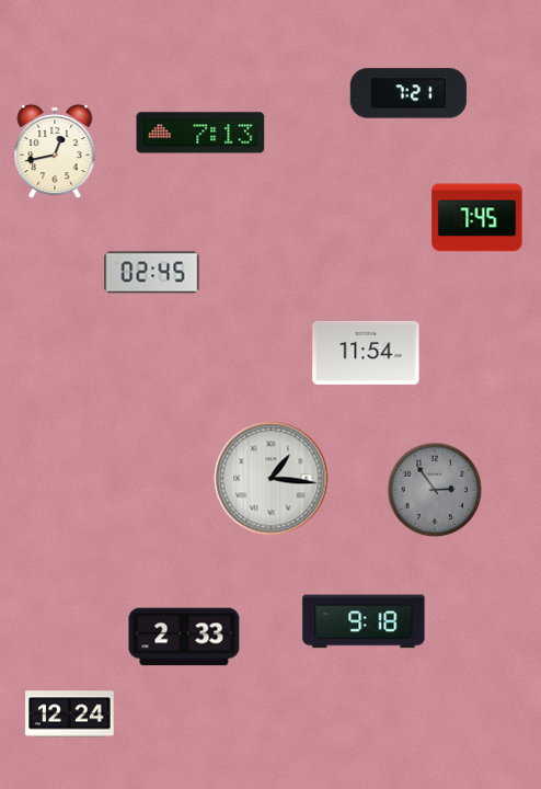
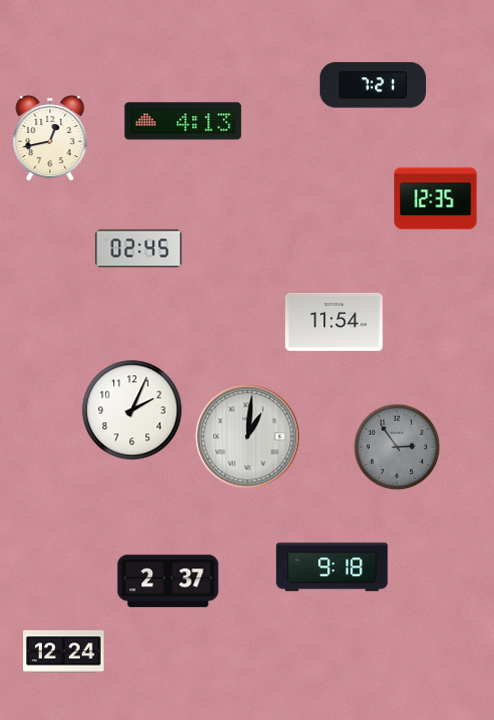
clock at (200, 133): 7:13 -> 4:13
clock at (477, 218): 7:45 -> 12:35
clock at (132, 410): none -> 2:04
clock at (272, 479): 1:16 -> 1:01
clock at (184, 637): 2:33 -> 2:37
